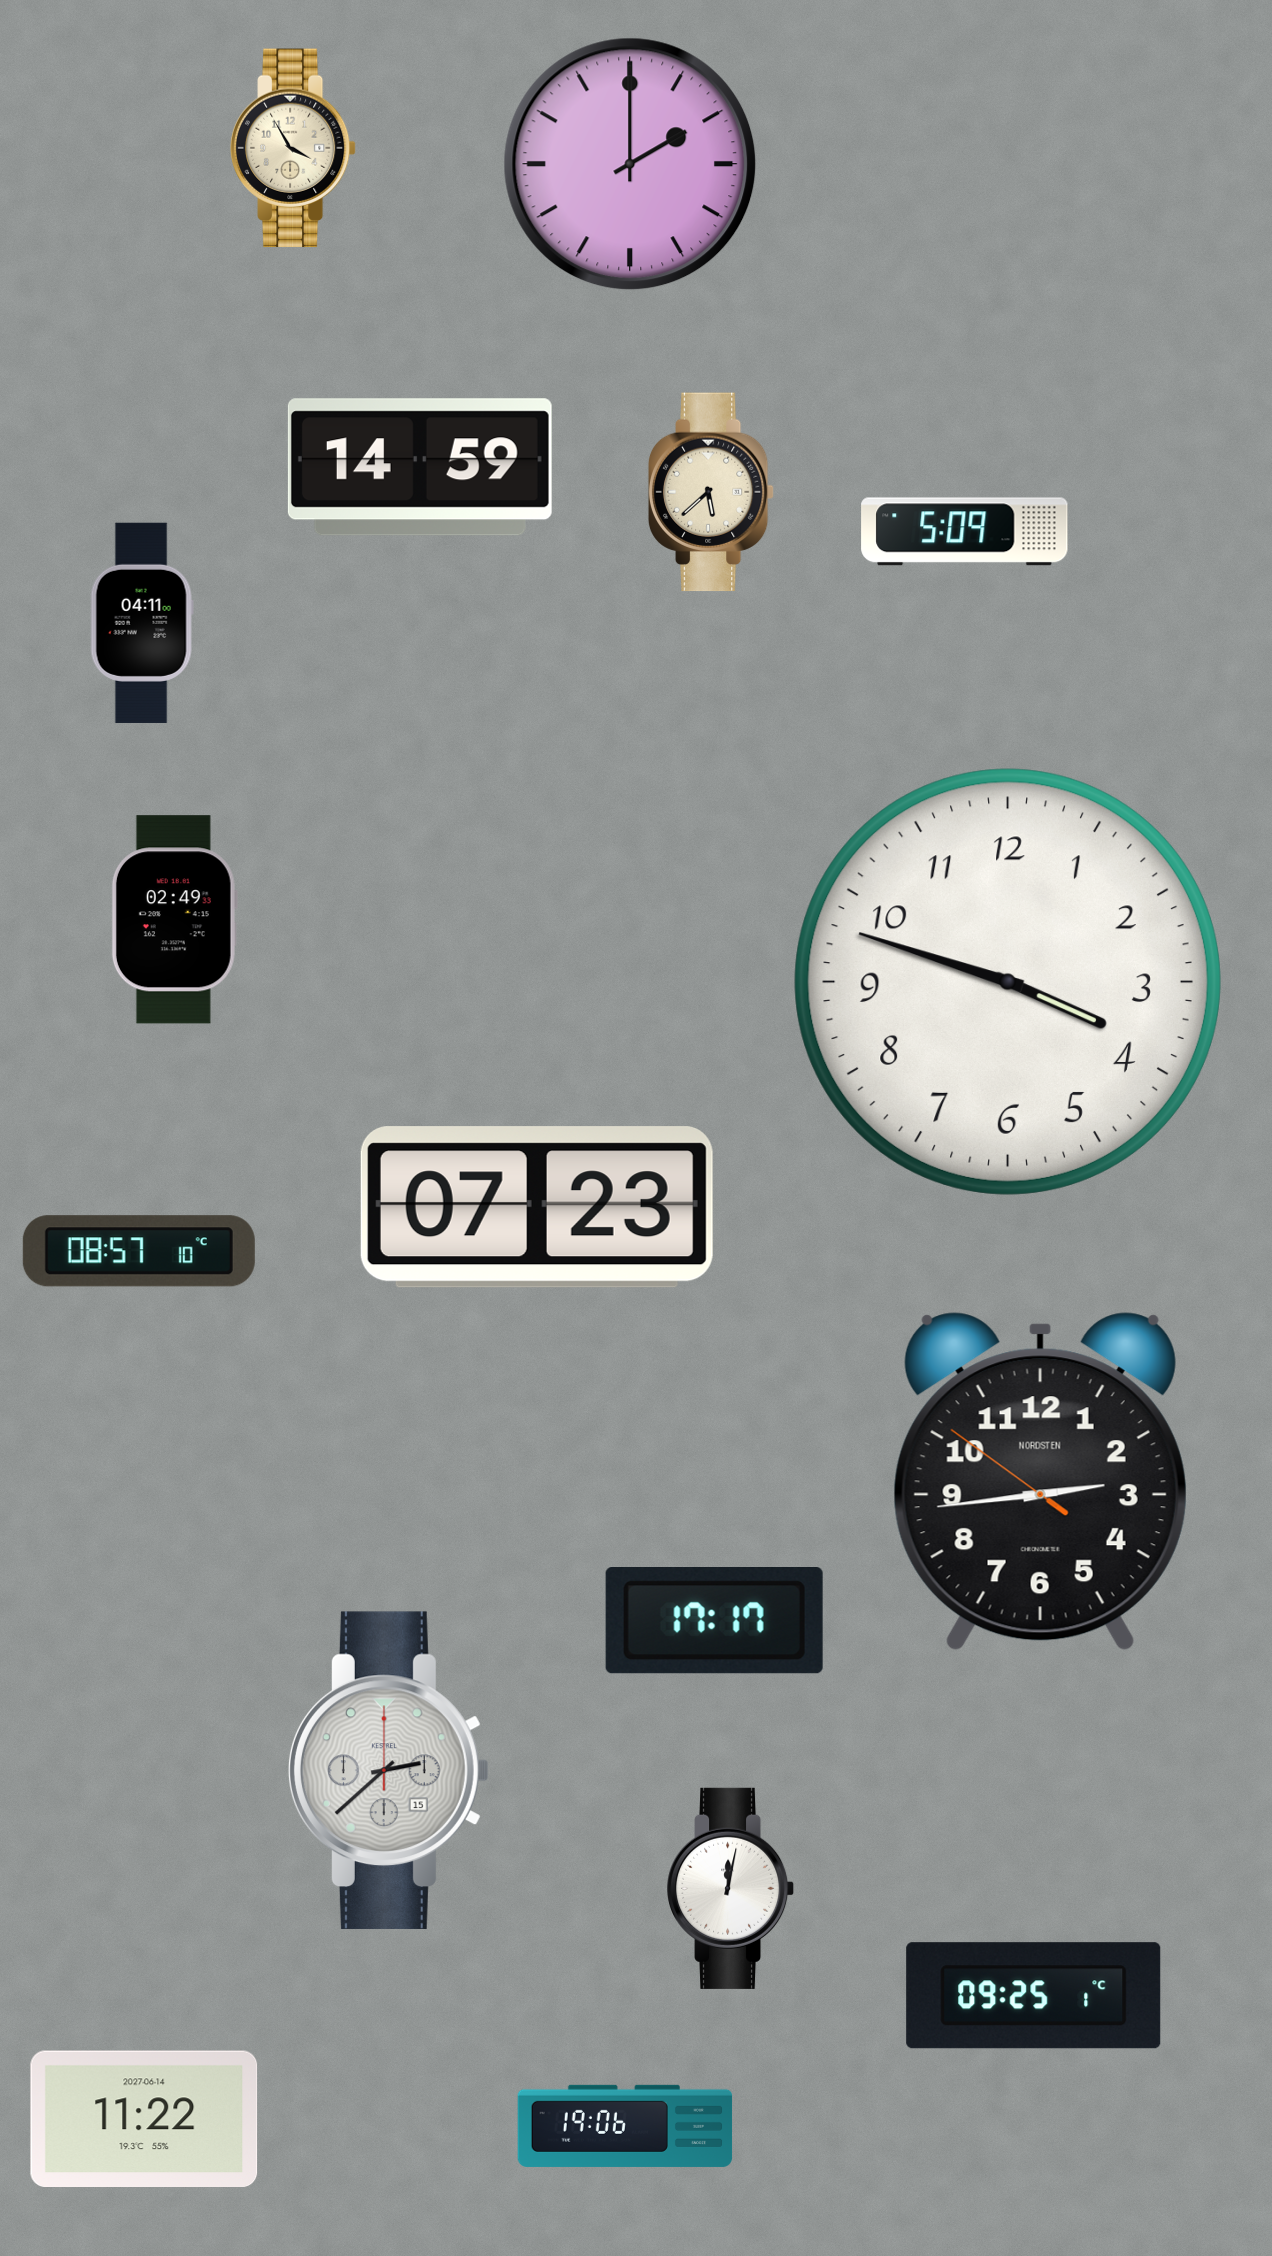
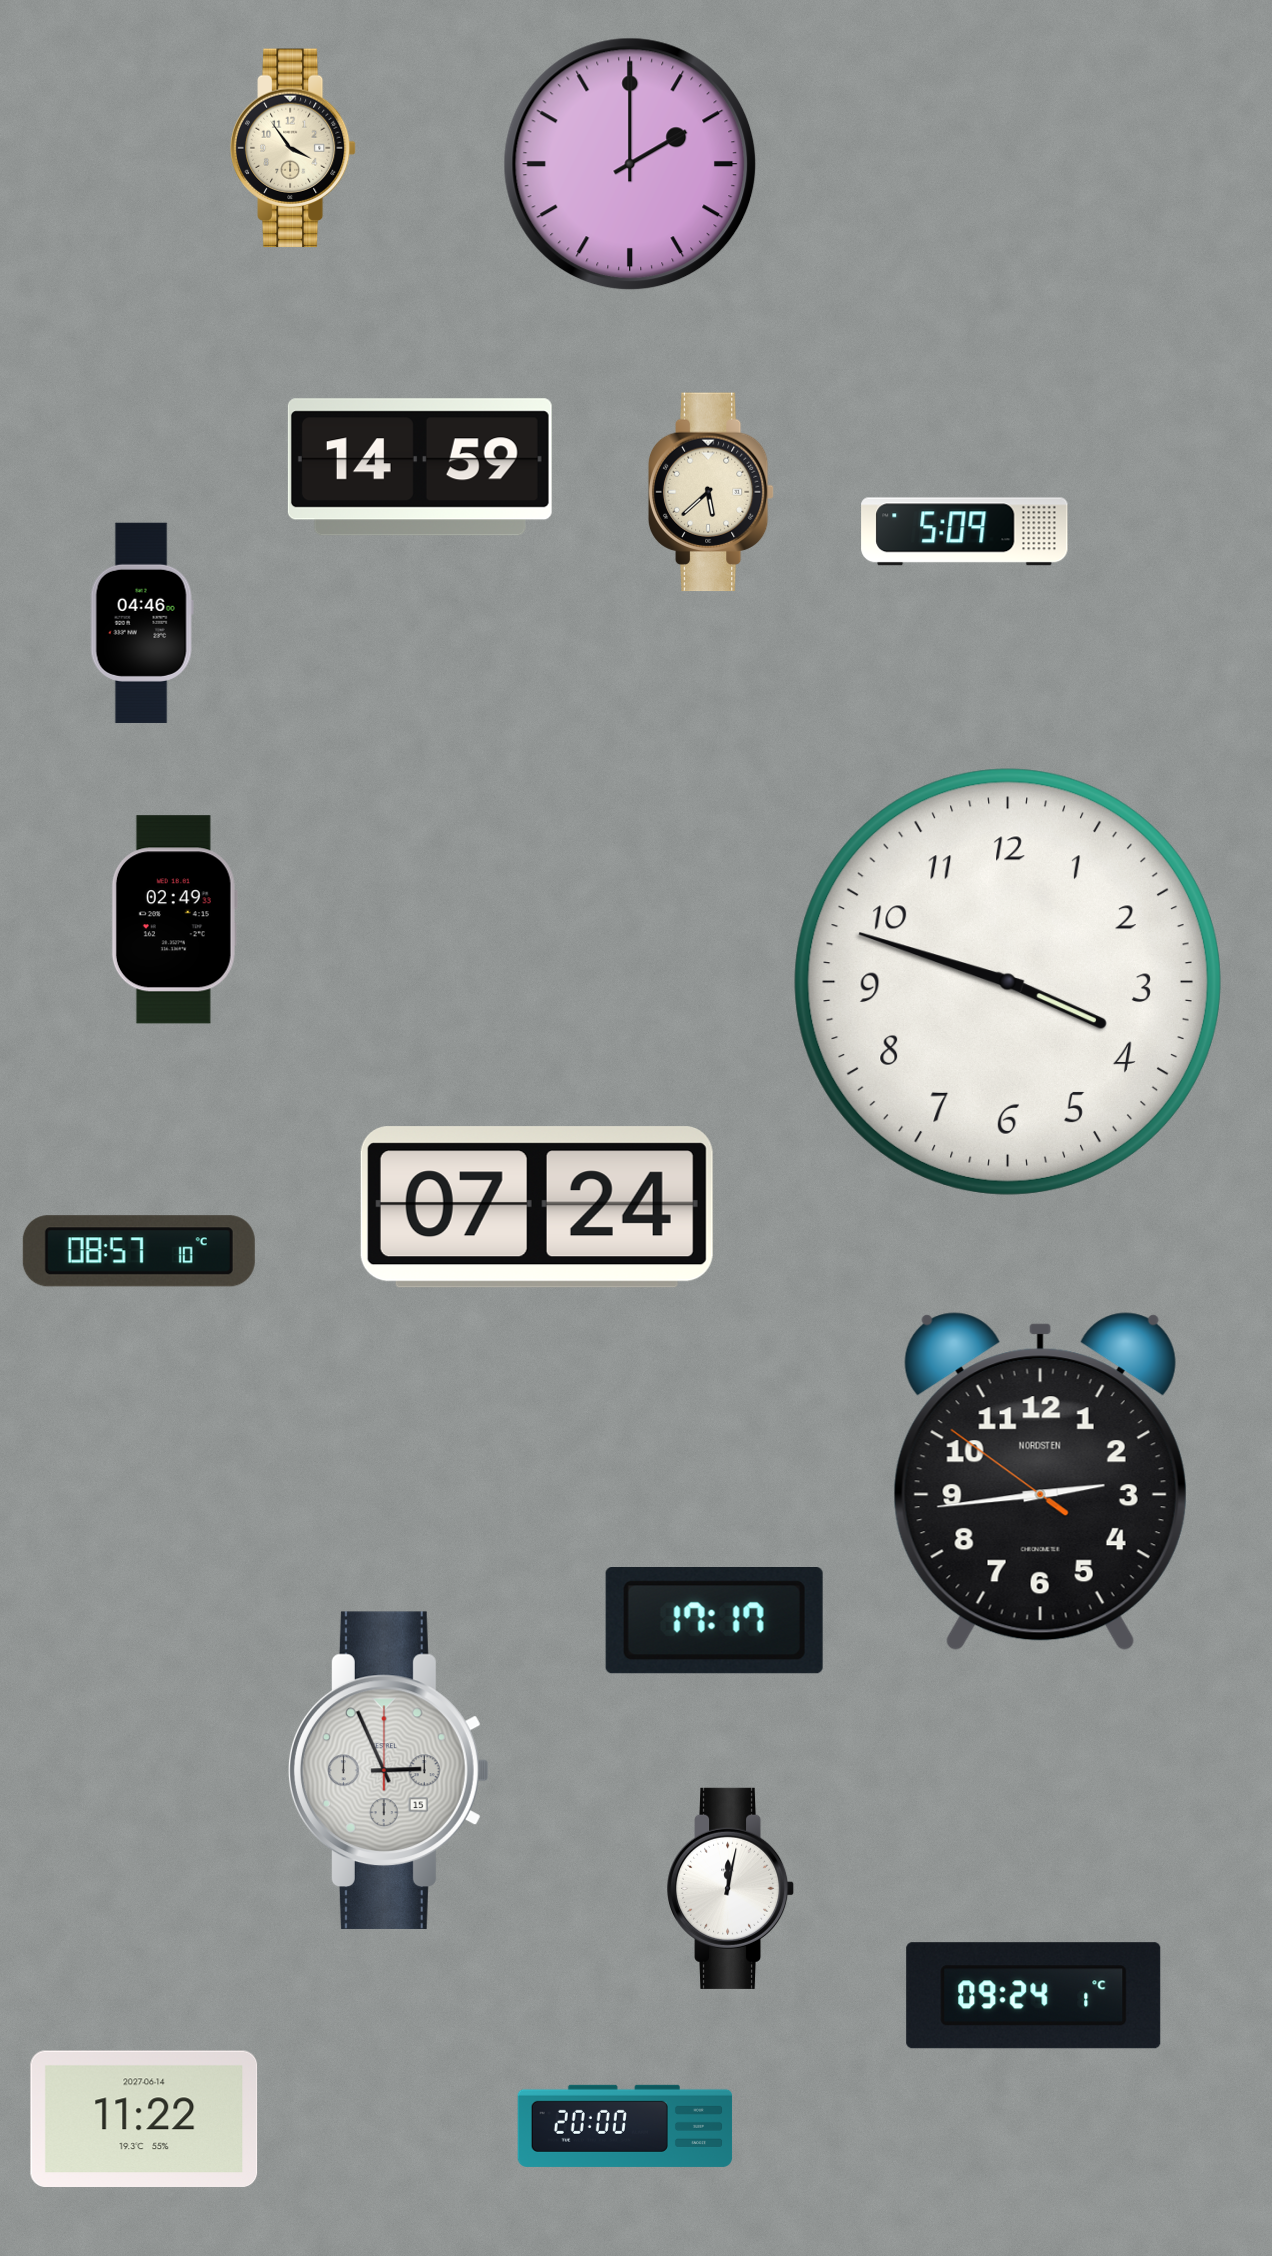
clock at (293, 148): 3:55 -> 3:54
clock at (142, 623): 04:11 -> 04:46
clock at (537, 1207): 07:23 -> 07:24
clock at (389, 1770): 2:38 -> 2:56
clock at (1034, 1996): 09:25 -> 09:24
clock at (625, 2126): 19:06 -> 20:00
